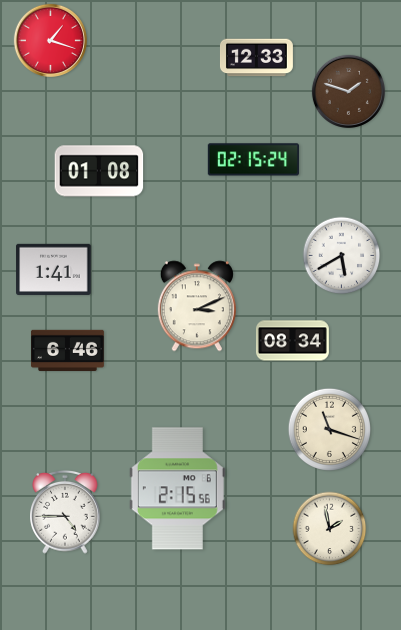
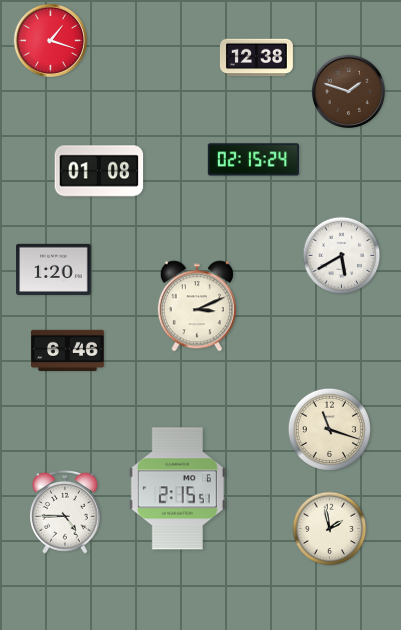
clock at (256, 58): 12:33 -> 12:38
clock at (54, 269): 1:41 -> 1:20
clock at (292, 341): 08:34 -> none
clock at (177, 489): 2:15:56 -> 2:15:51
